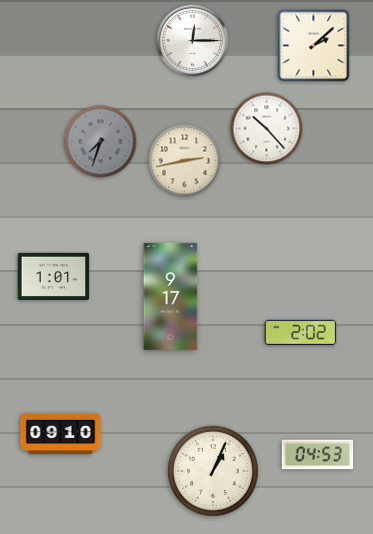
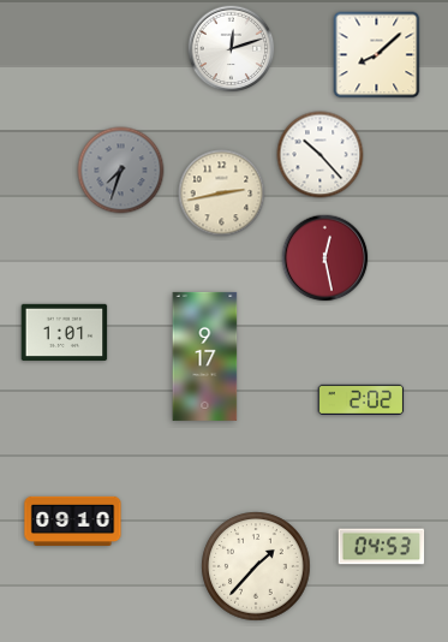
clock at (193, 41): 12:15 -> 12:12
clock at (314, 46): 2:08 -> 8:08
clock at (325, 258): none -> 12:28
clock at (213, 471): 1:04 -> 1:37
